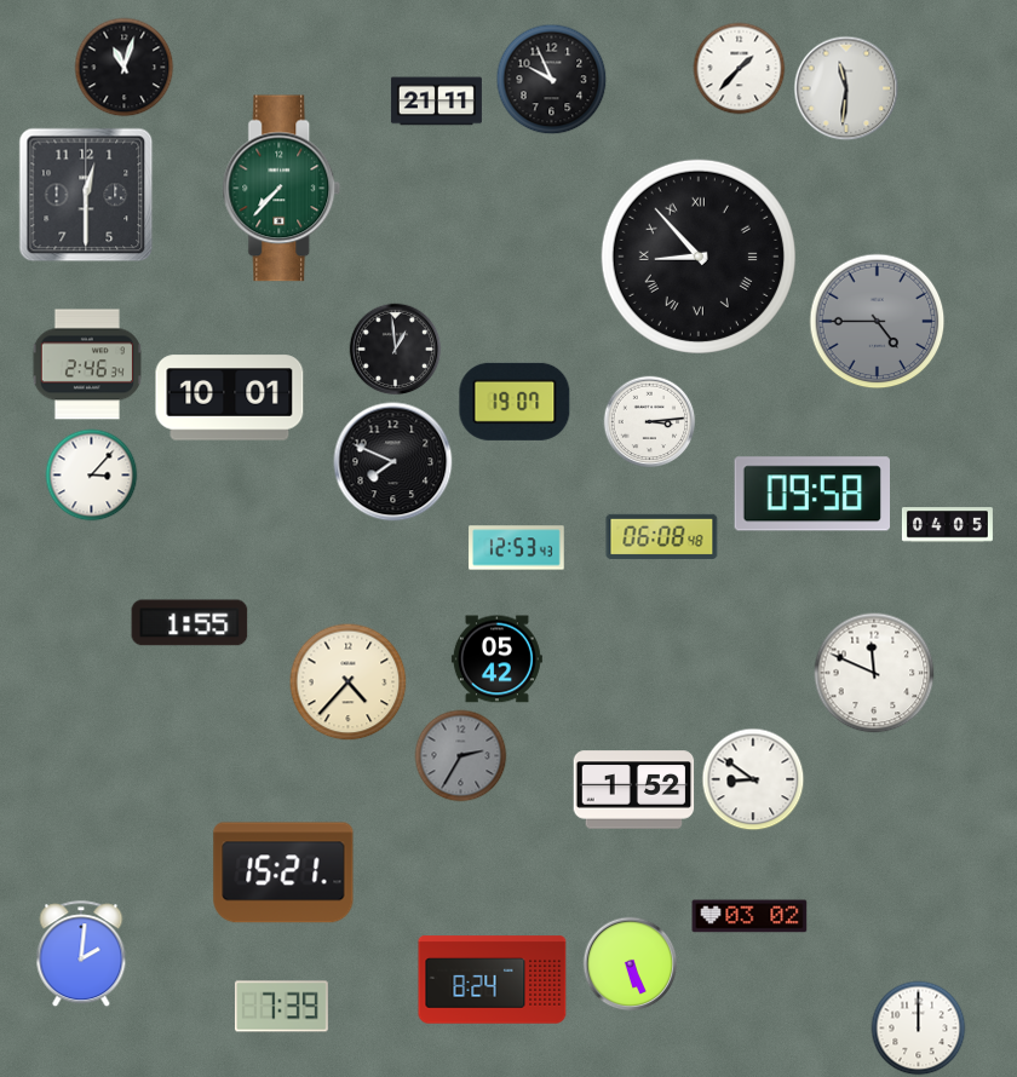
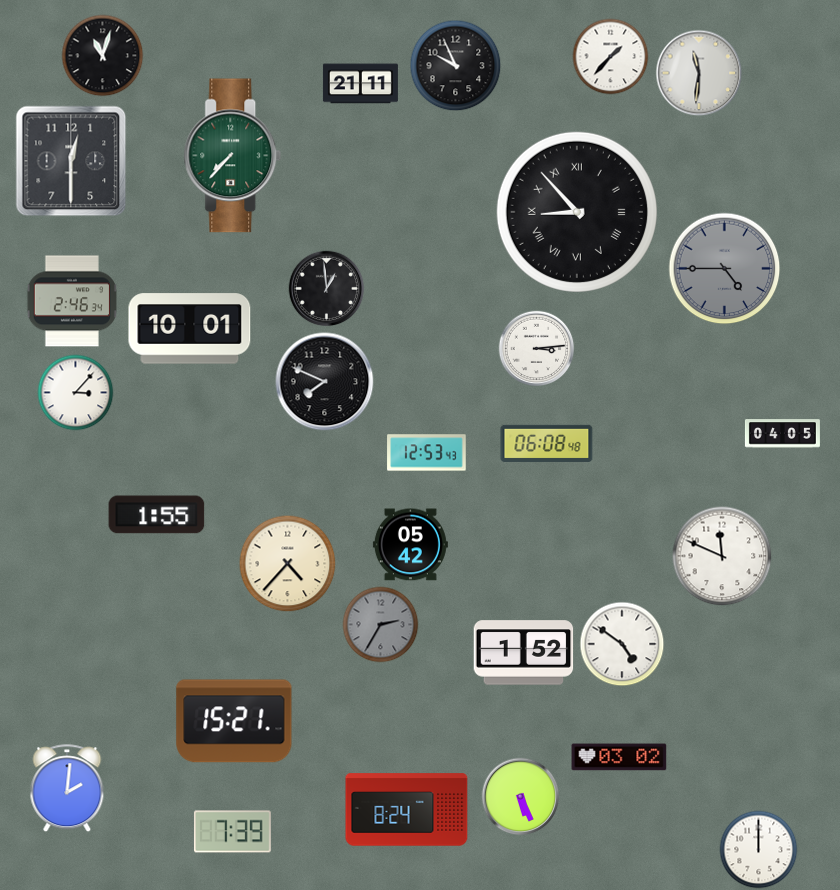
clock at (878, 322) position: (878, 322) -> (725, 269)
clock at (515, 402): 19:07 -> none
clock at (811, 494): 09:58 -> none
clock at (753, 779): 8:51 -> 4:51
